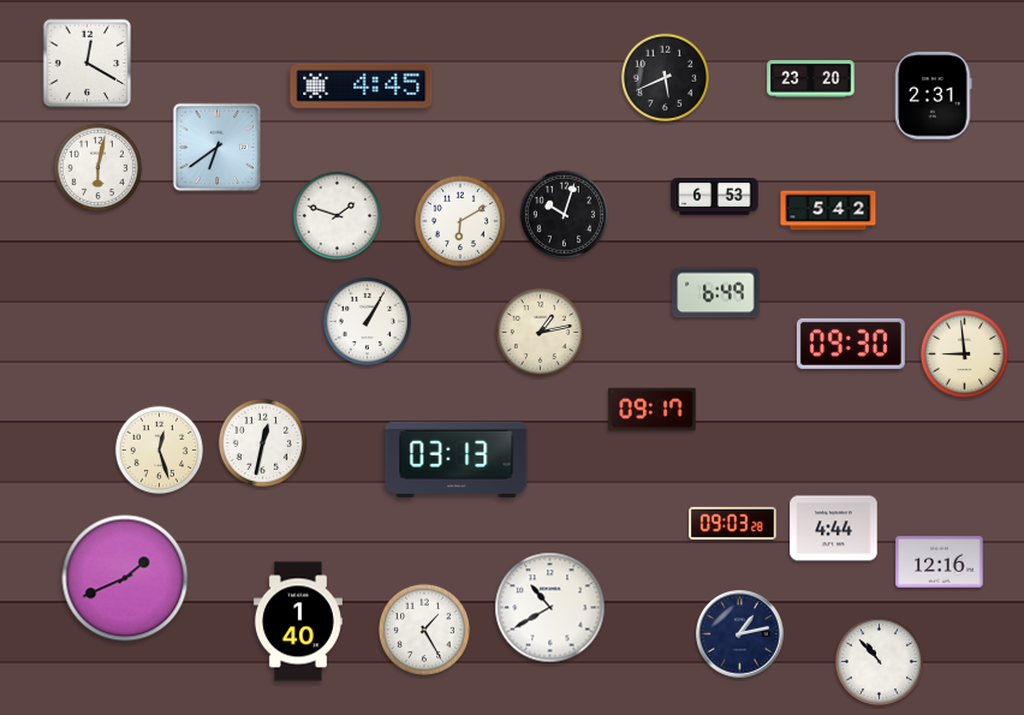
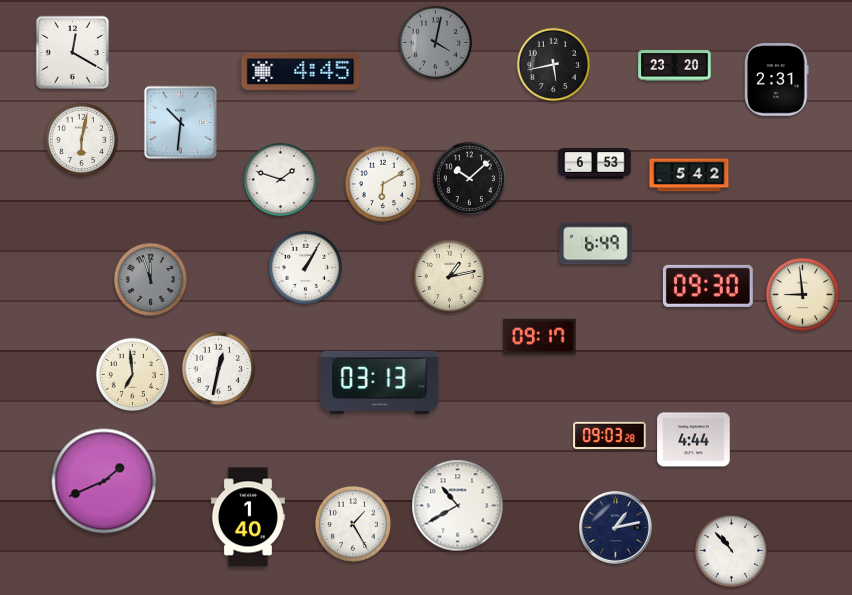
clock at (435, 42): none -> 4:02
clock at (665, 77): 5:41 -> 5:43
clock at (218, 148): 6:39 -> 10:31
clock at (564, 214): 10:03 -> 10:08
clock at (150, 279): none -> 11:57
clock at (653, 410) position: (653, 410) -> (540, 337)
clock at (159, 449): 12:27 -> 6:59
clock at (940, 562): 12:16 -> none
